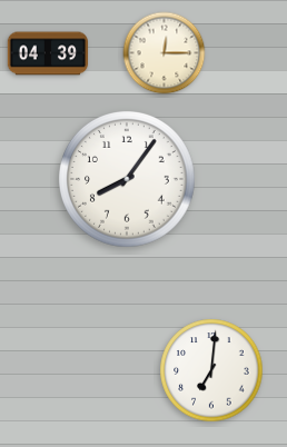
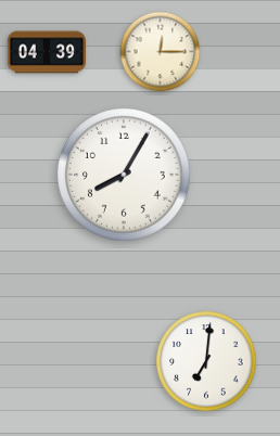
clock at (128, 180): 8:06 -> 8:05
